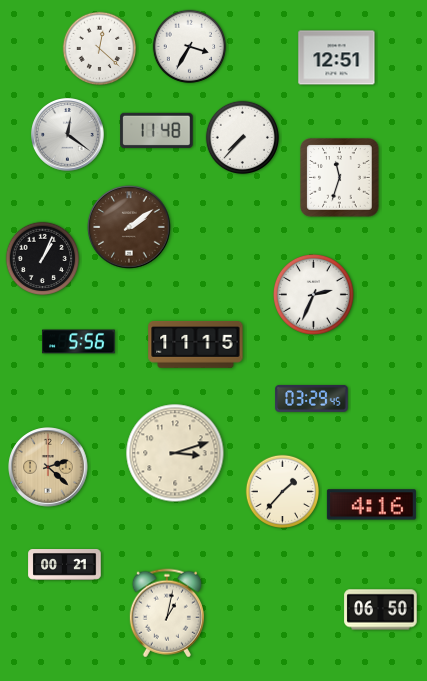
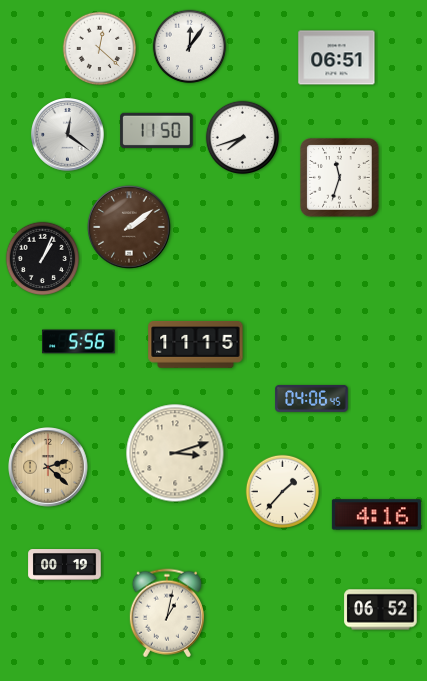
clock at (190, 47): 3:35 -> 12:06
clock at (337, 58): 12:51 -> 06:51
clock at (157, 130): 11:48 -> 11:50
clock at (243, 138): 7:37 -> 7:42
clock at (313, 294): 2:34 -> none
clock at (312, 398): 03:29 -> 04:06
clock at (371, 505) position: (371, 505) -> (376, 515)
clock at (65, 565): 00:21 -> 00:19
clock at (381, 610): 06:50 -> 06:52
